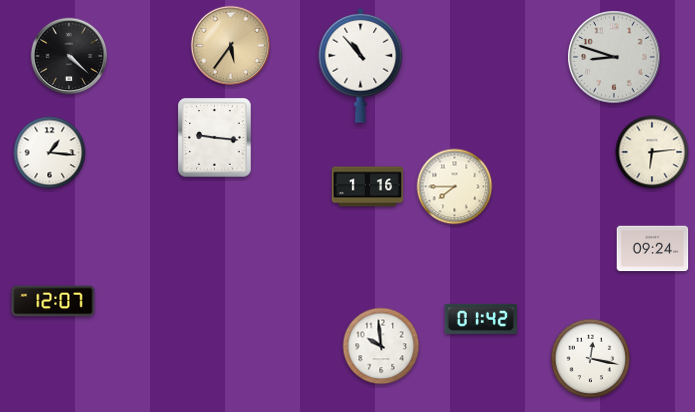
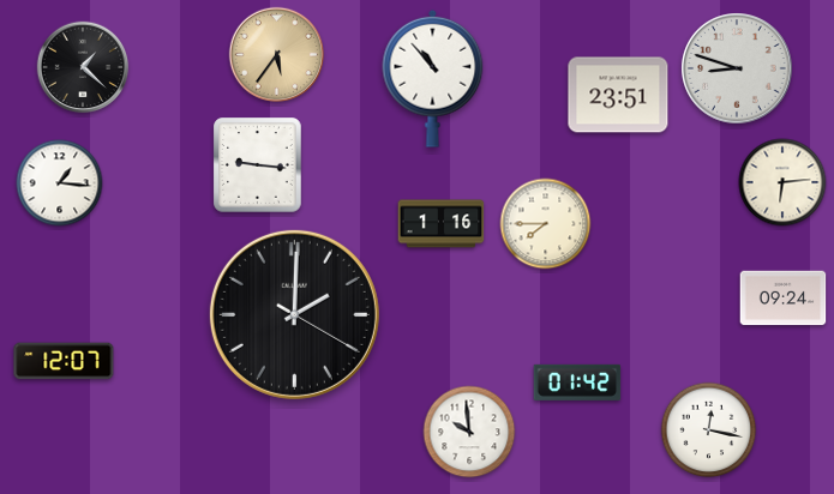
clock at (69, 56): 4:22 -> 1:22
clock at (618, 95): none -> 23:51
clock at (294, 314): none -> 2:00
clock at (381, 346) position: (381, 346) -> (469, 432)
